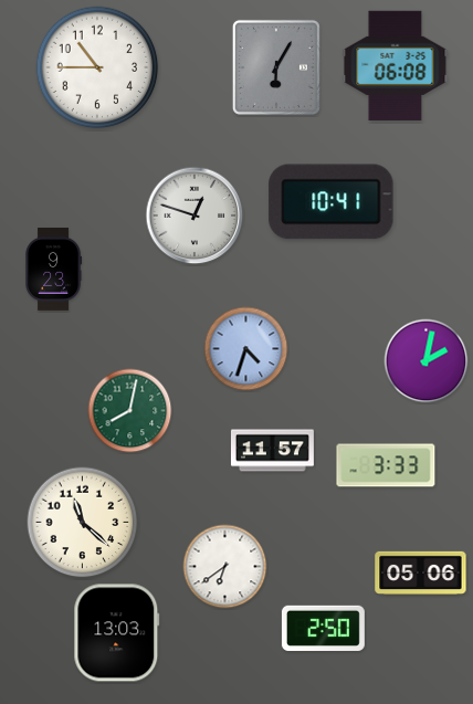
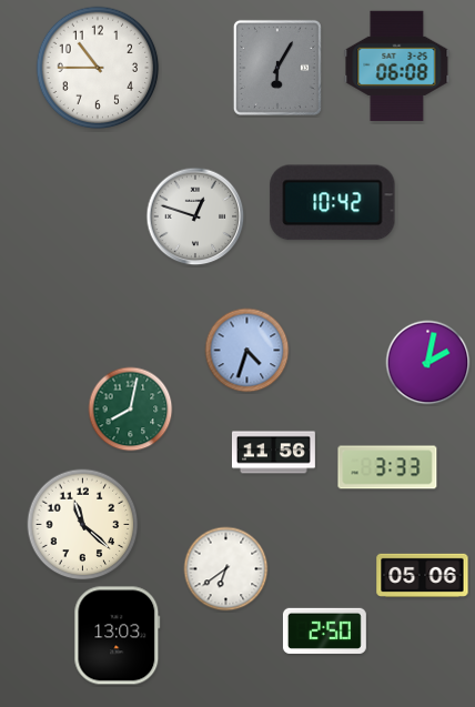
clock at (332, 202): 10:41 -> 10:42
clock at (54, 269): 9:23 -> none
clock at (130, 411) position: (130, 411) -> (131, 410)
clock at (272, 451): 11:57 -> 11:56
